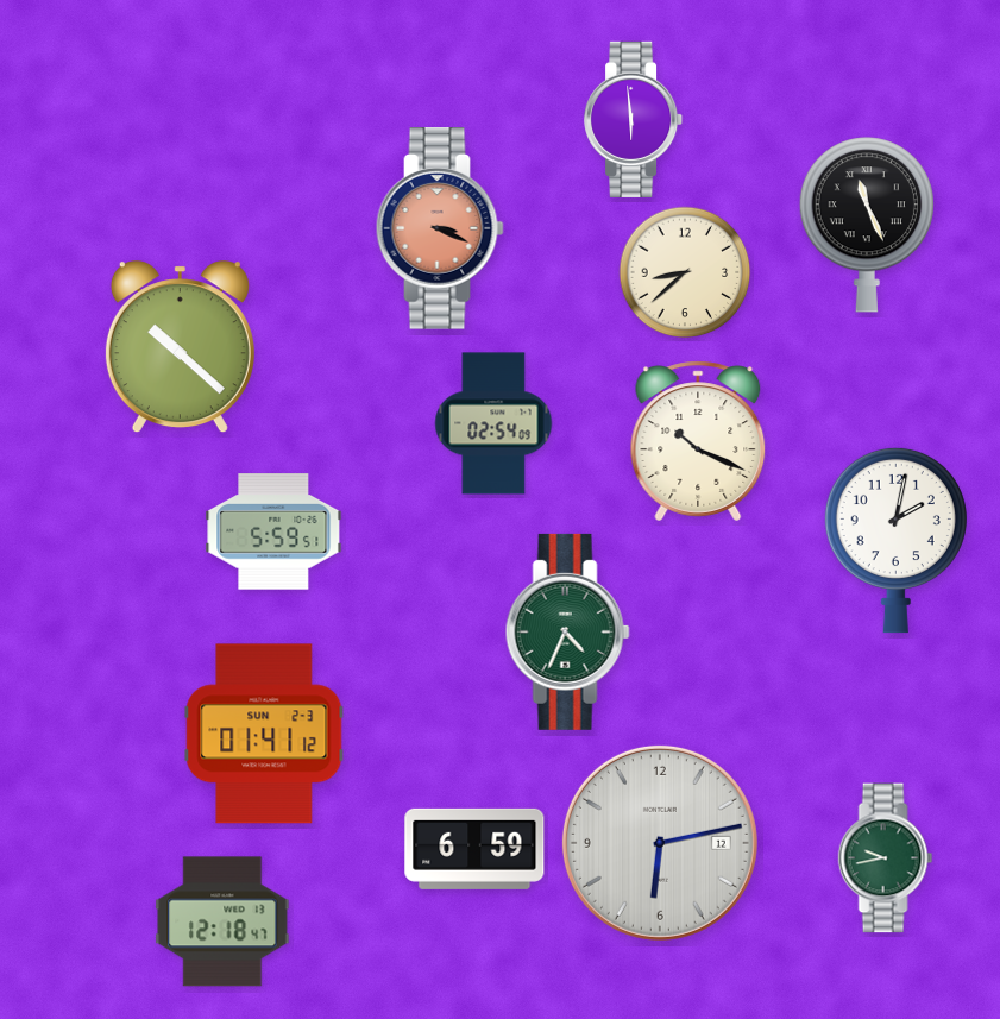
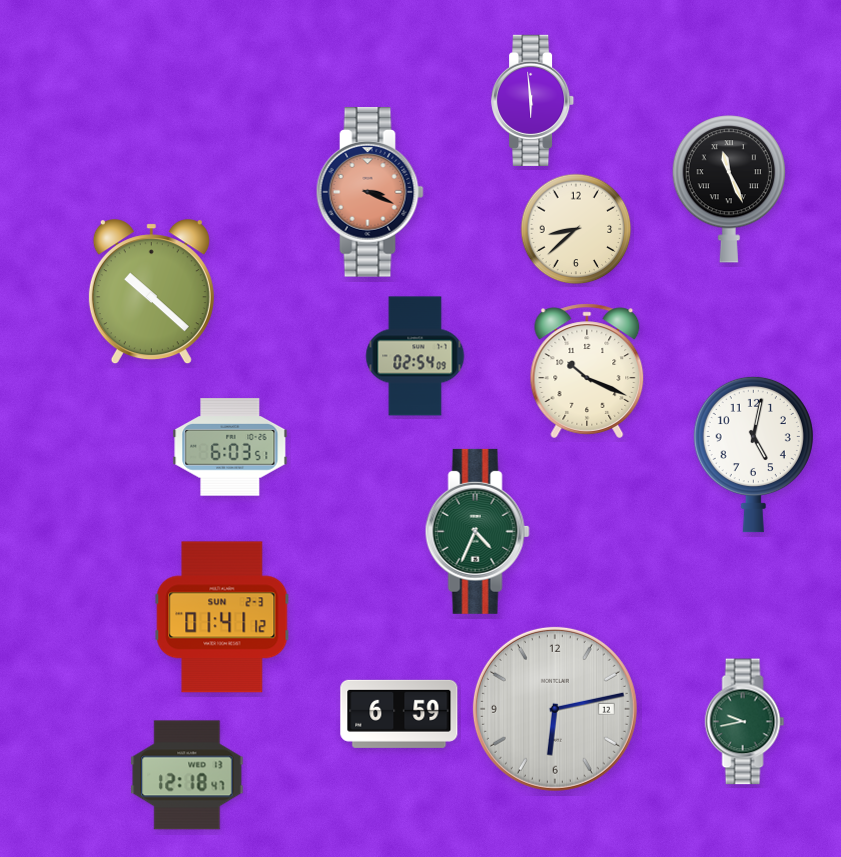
clock at (273, 531): 5:59 -> 6:03
clock at (895, 540): 2:02 -> 5:02
